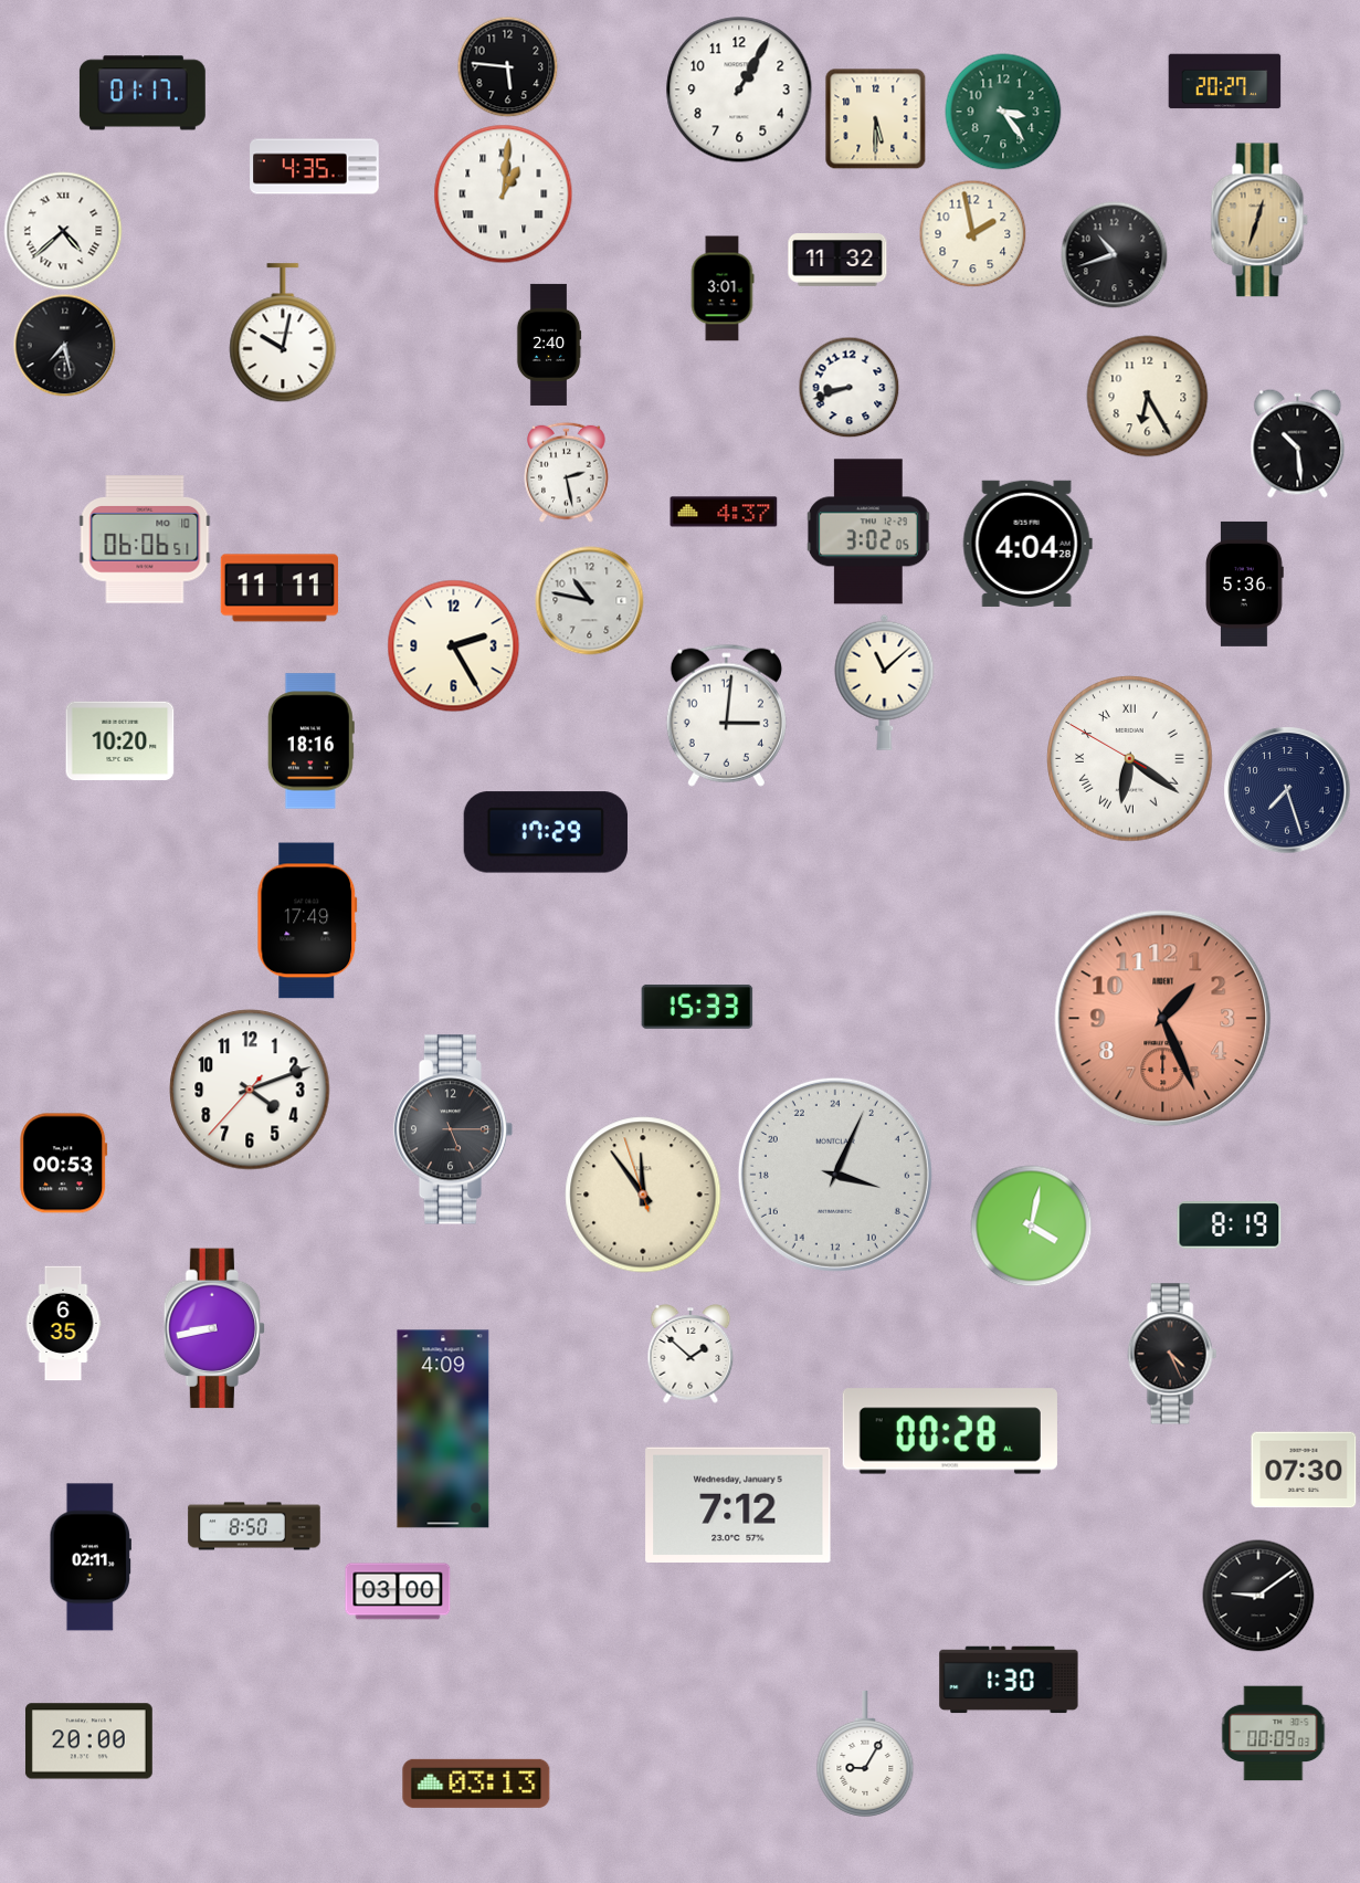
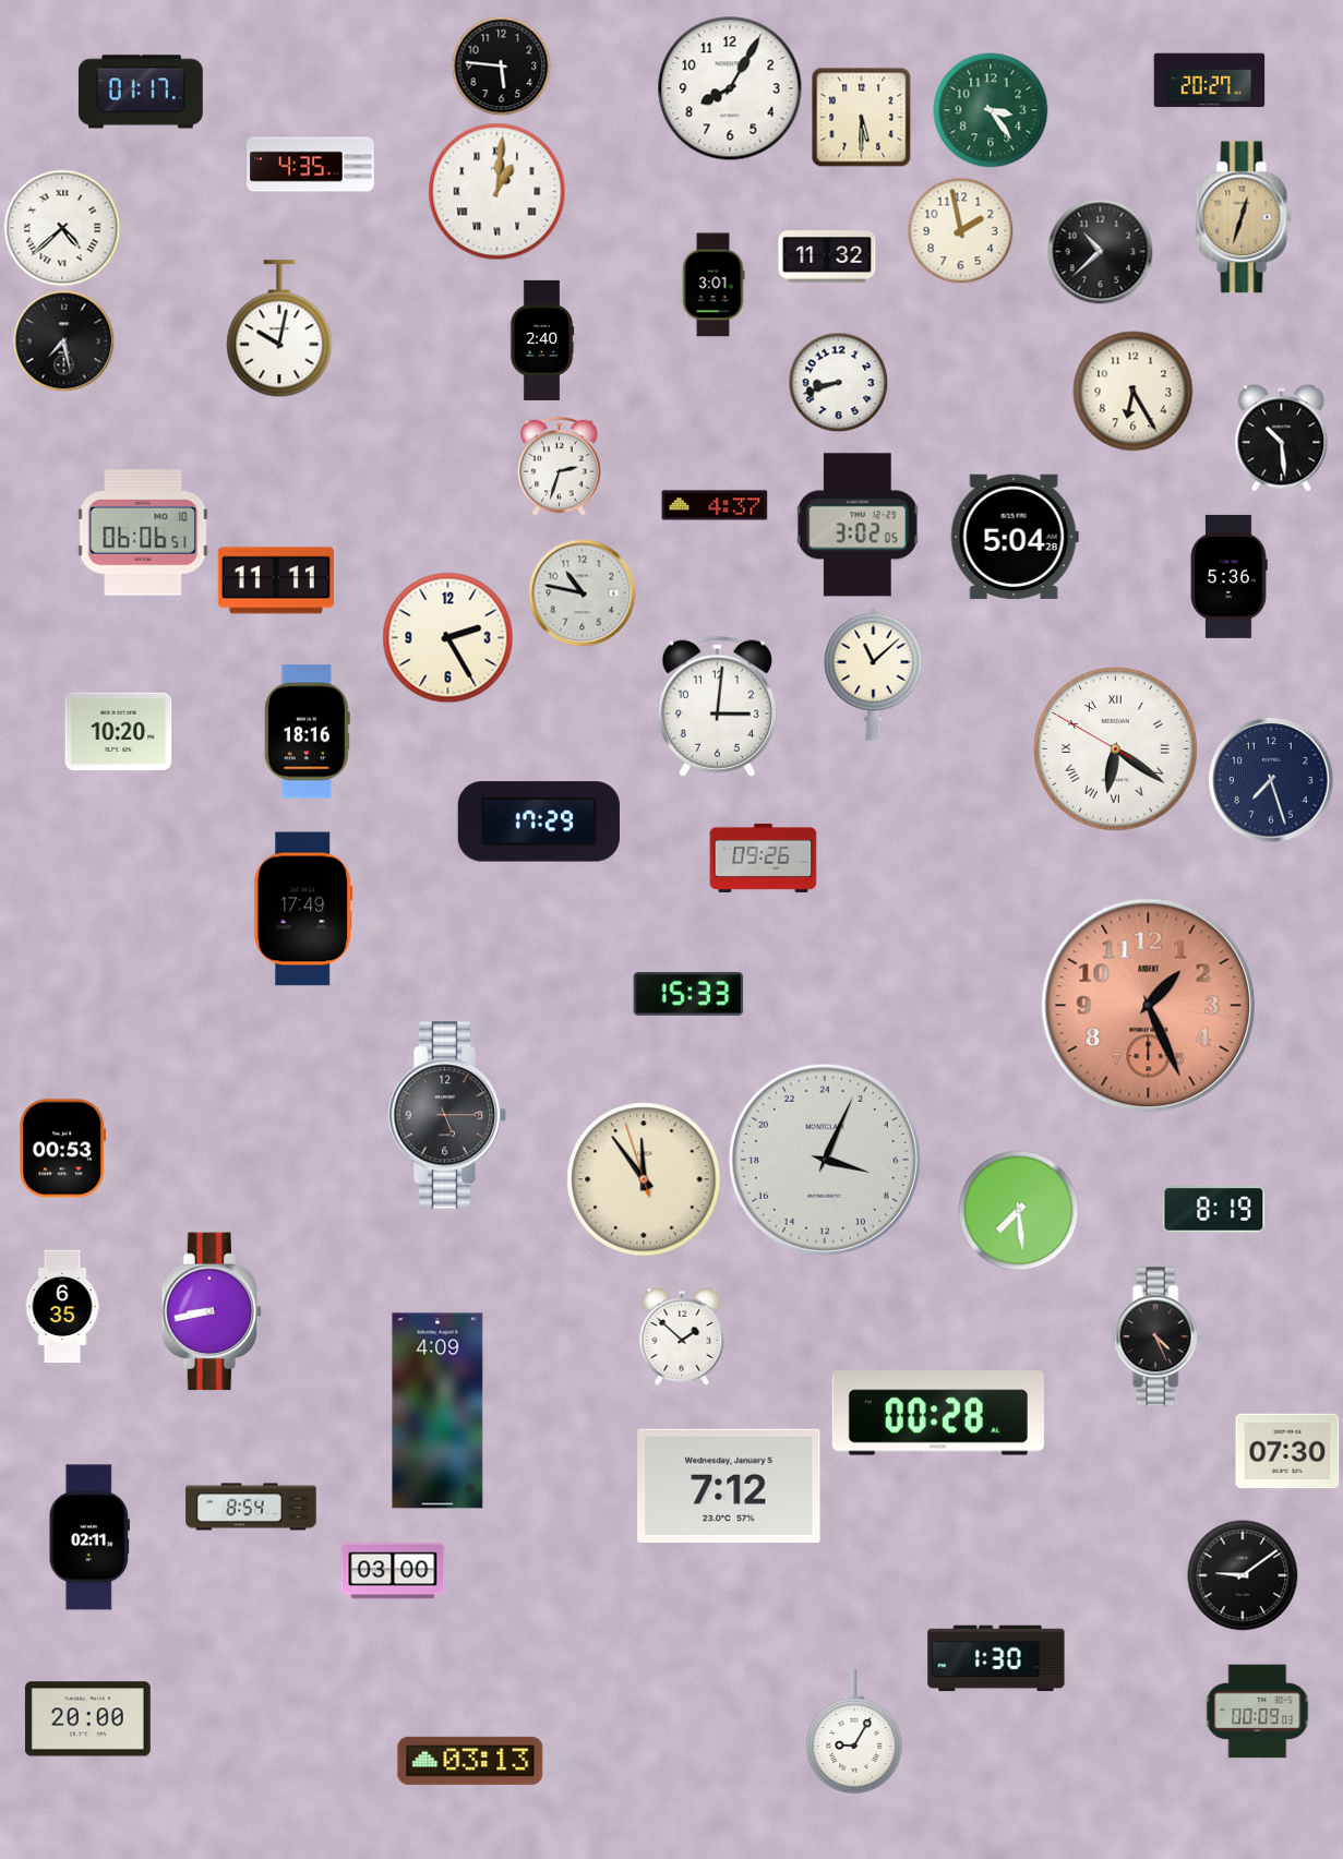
clock at (739, 90): 1:05 -> 8:05
clock at (876, 119) position: (876, 119) -> (862, 118)
clock at (1115, 255): 10:42 -> 10:38
clock at (567, 472): 2:28 -> 2:33
clock at (1027, 544): 4:04 -> 5:04
clock at (764, 857): none -> 09:26
clock at (250, 1090): 4:11 -> none
clock at (643, 1195) position: (643, 1195) -> (644, 1179)
clock at (1032, 1227): 4:02 -> 7:29
clock at (254, 1526): 8:50 -> 8:54
